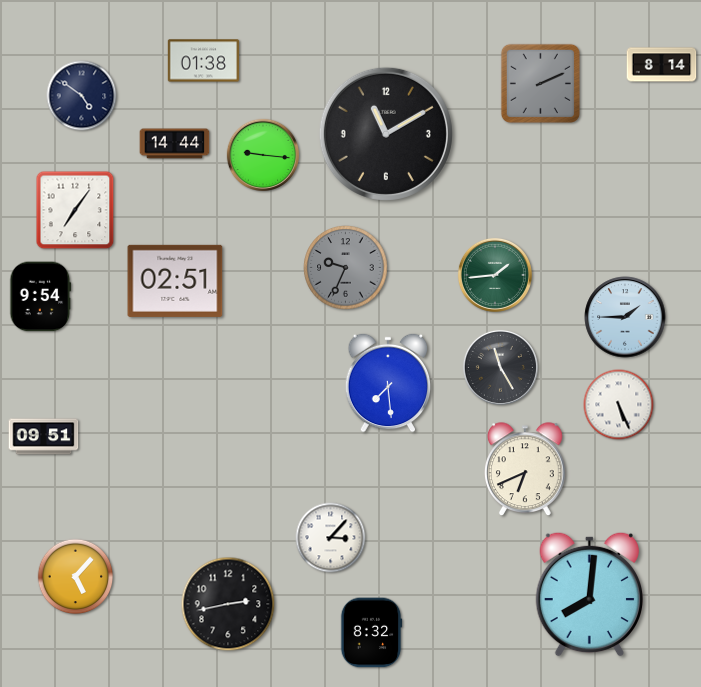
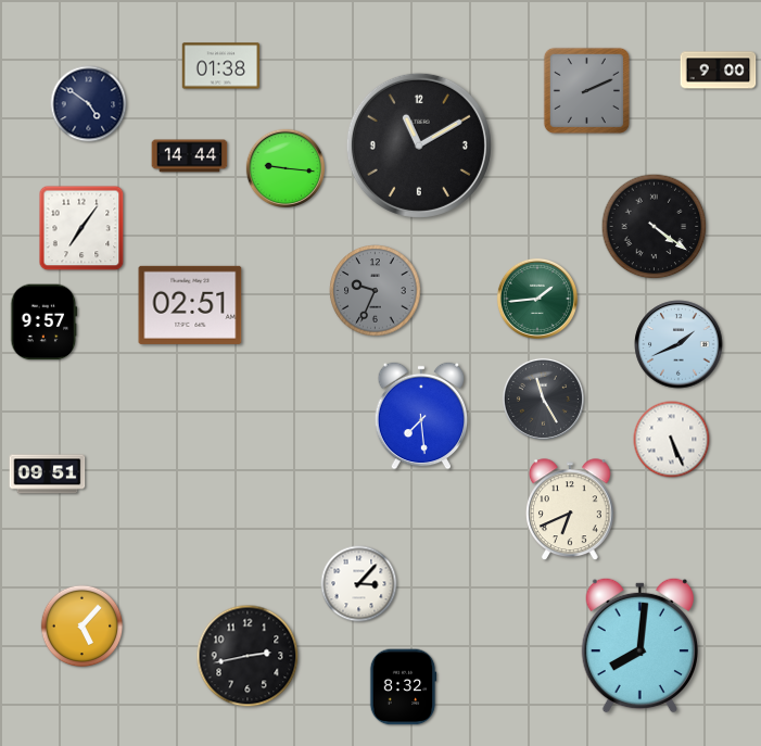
clock at (662, 65): 8:14 -> 9:00
clock at (655, 227): none -> 4:21
clock at (41, 297): 9:54 -> 9:57
clock at (625, 317): 1:45 -> 1:41
